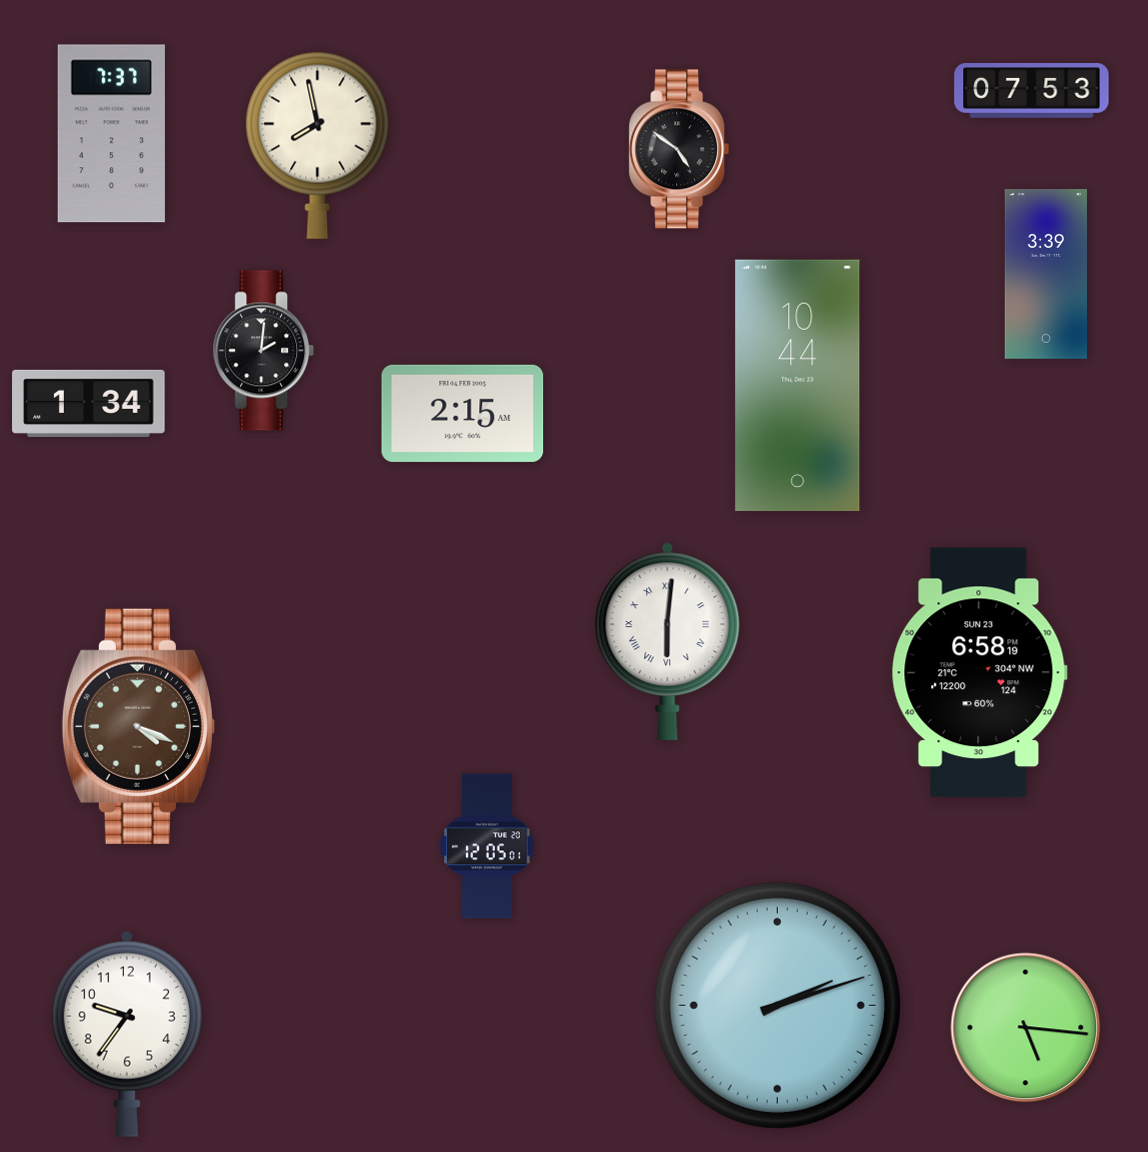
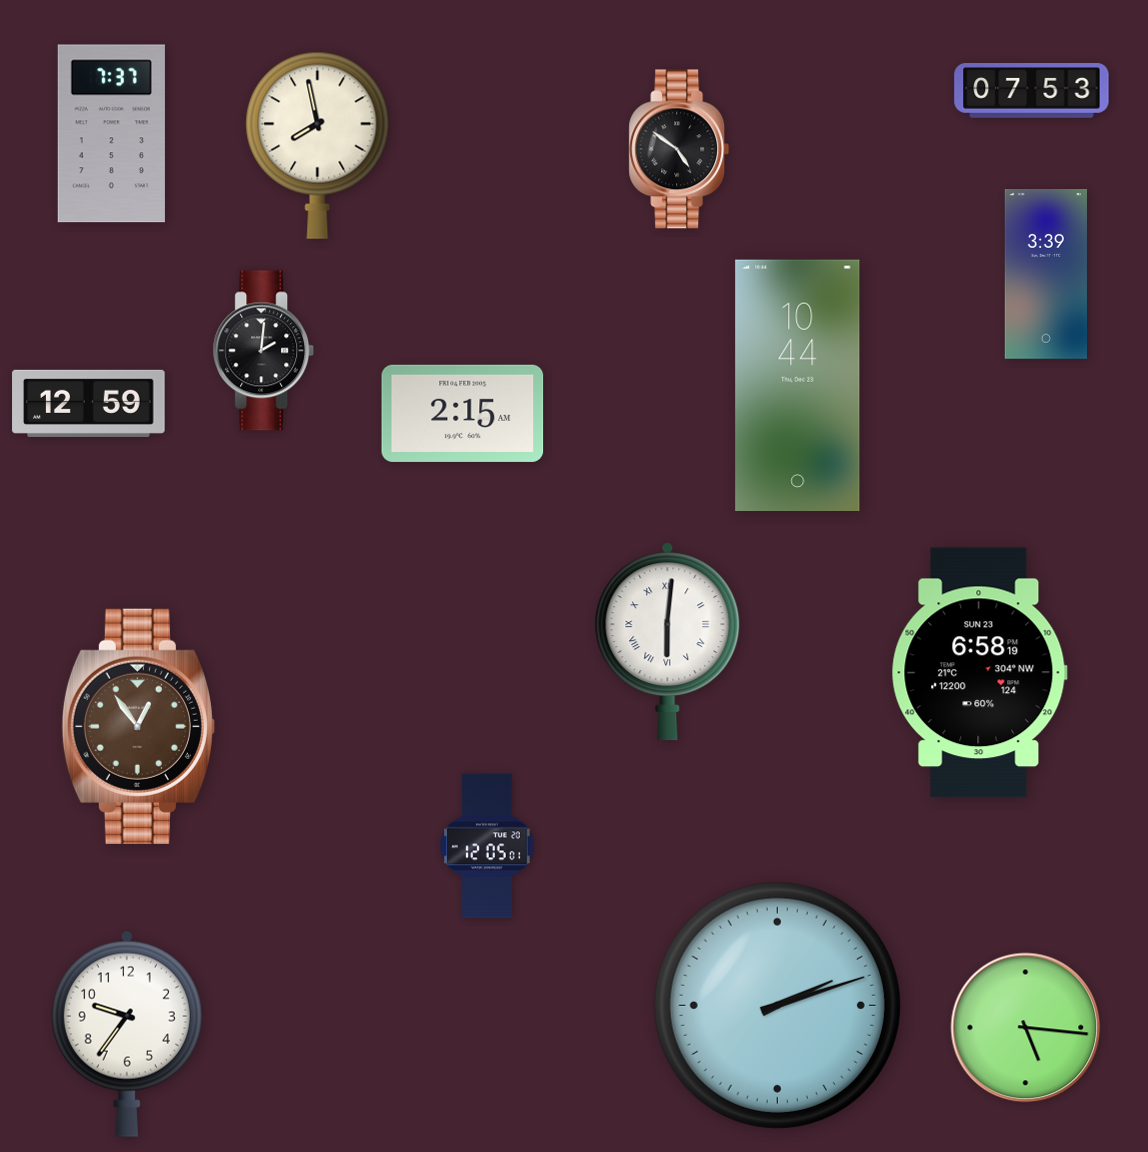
clock at (89, 403): 1:34 -> 12:59
clock at (138, 726): 4:19 -> 12:54
